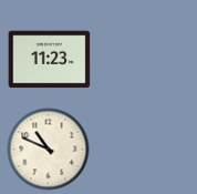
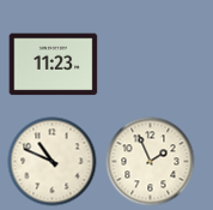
clock at (151, 162): none -> 1:56
